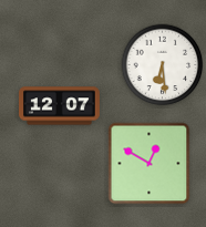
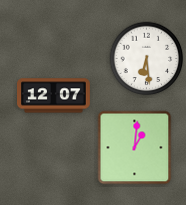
clock at (150, 164): 12:50 -> 1:01
